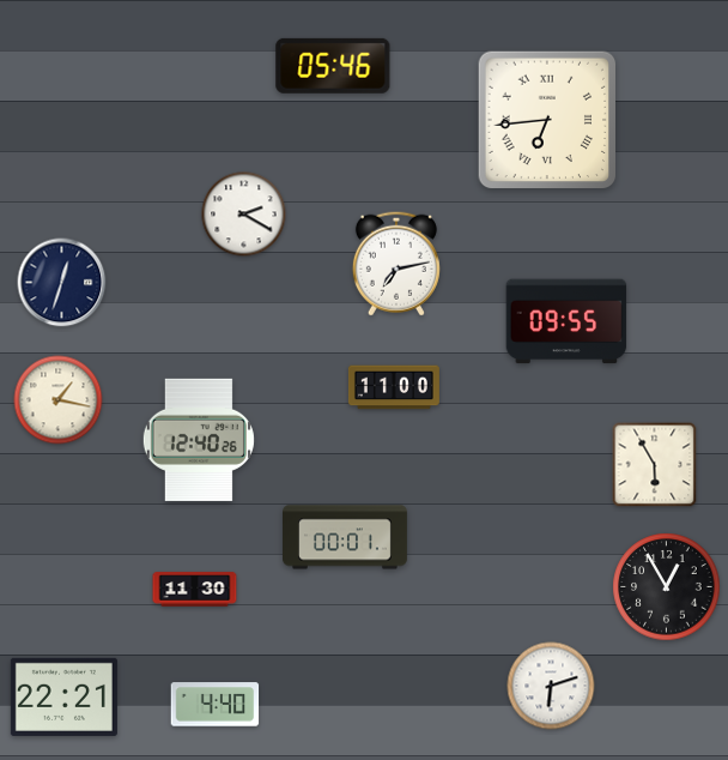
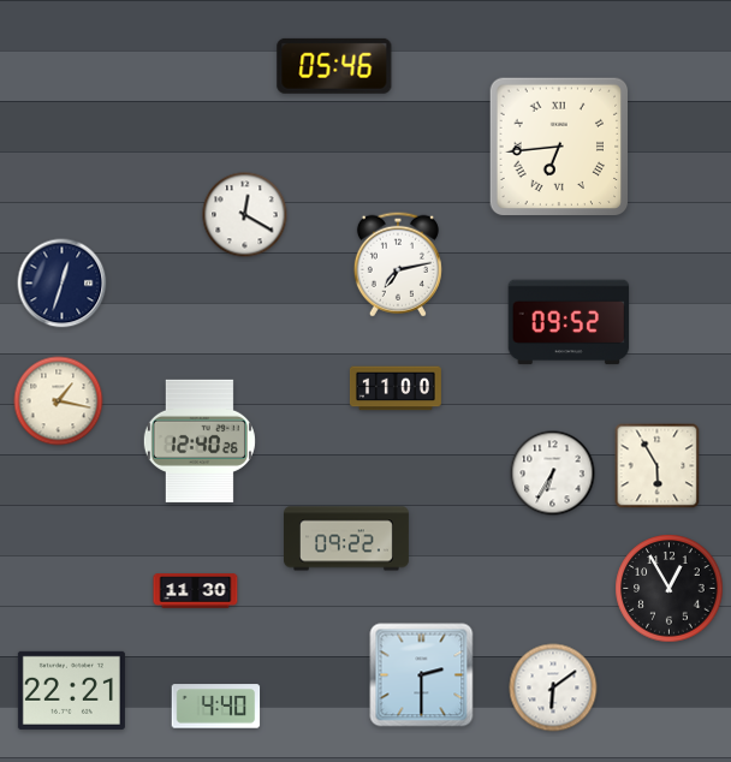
clock at (547, 120) position: (547, 120) -> (559, 147)
clock at (244, 215): 2:20 -> 12:20
clock at (566, 321): 09:55 -> 09:52
clock at (553, 474): none -> 6:35
clock at (346, 537): 00:01 -> 09:22
clock at (422, 675): none -> 2:30
clock at (551, 686): 6:12 -> 6:09
clock at (63, 696) position: (63, 696) -> (71, 690)
